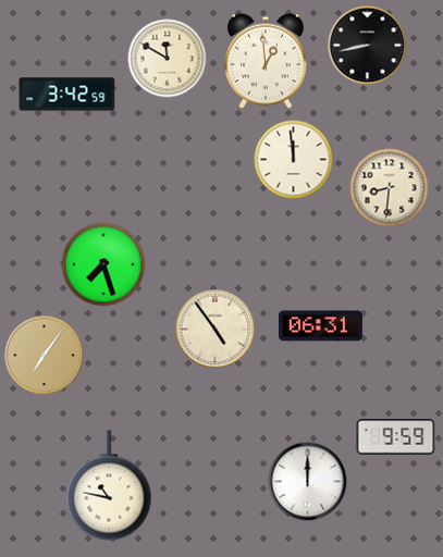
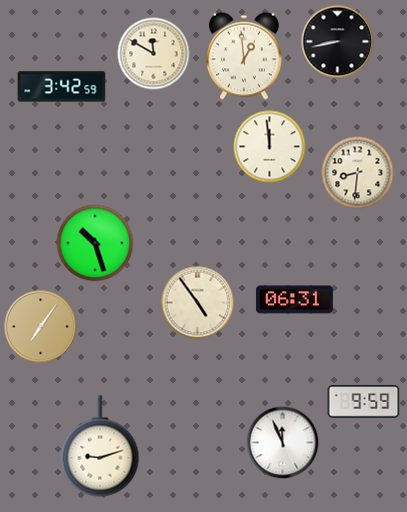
clock at (103, 264): 7:27 -> 10:27
clock at (308, 482): 12:00 -> 11:56
clock at (109, 485): 10:47 -> 9:12
